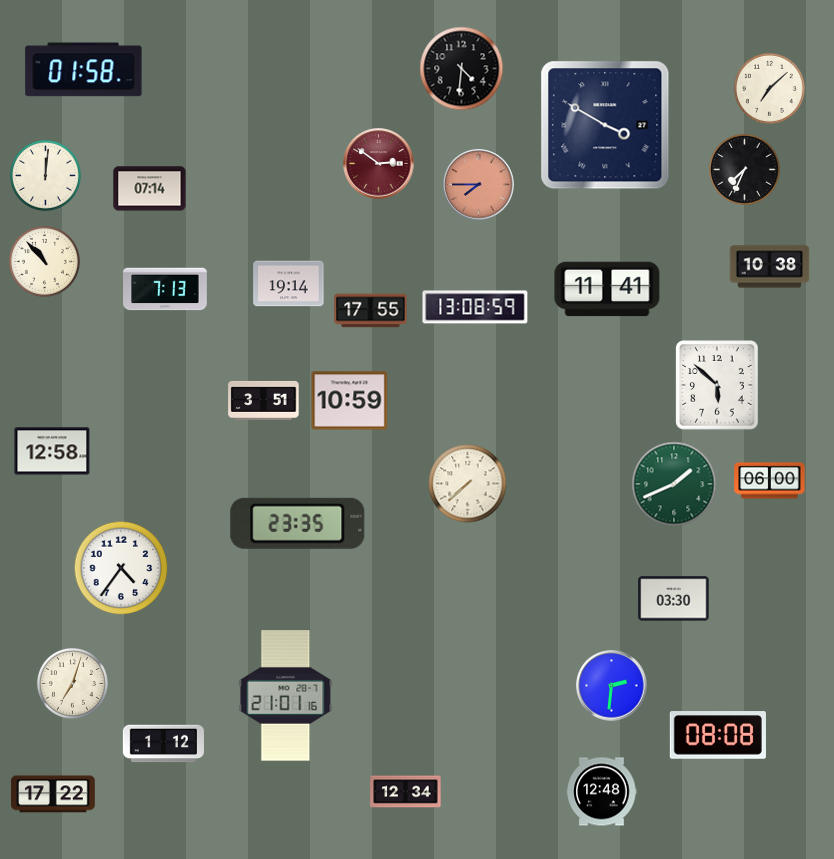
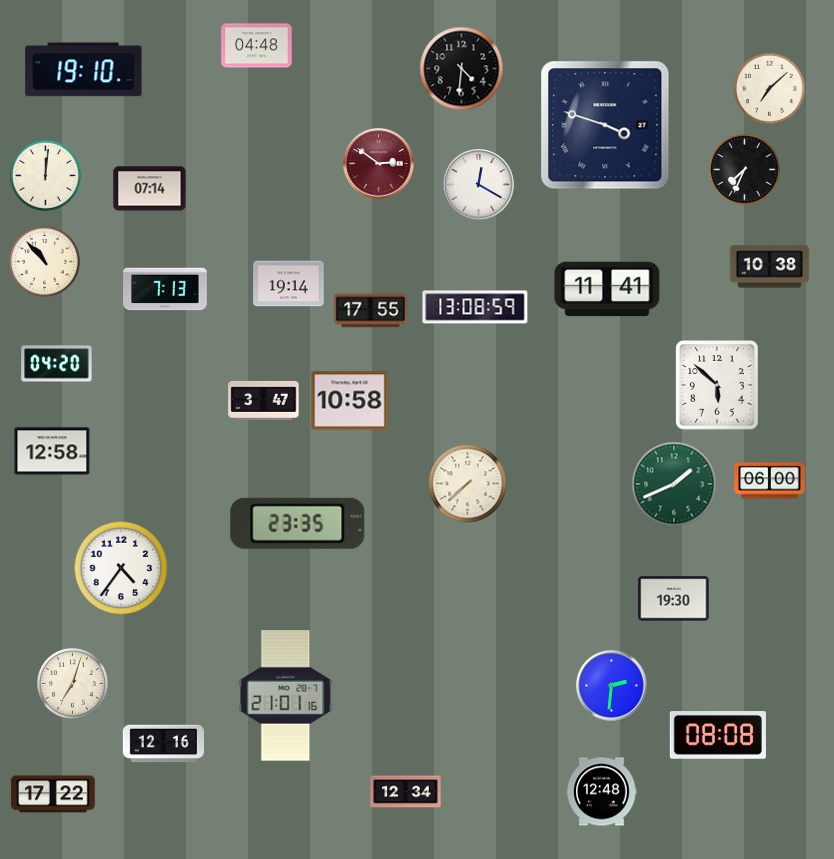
clock at (257, 46): none -> 04:48
clock at (84, 70): 01:58 -> 19:10
clock at (605, 125): 3:50 -> 3:48
clock at (479, 185): 7:45 -> 12:20
clock at (479, 185) dial: salmon -> white
clock at (57, 364): none -> 04:20
clock at (264, 400): 3:51 -> 3:47
clock at (350, 401): 10:59 -> 10:58
clock at (674, 599): 03:30 -> 19:30
clock at (163, 744): 1:12 -> 12:16
